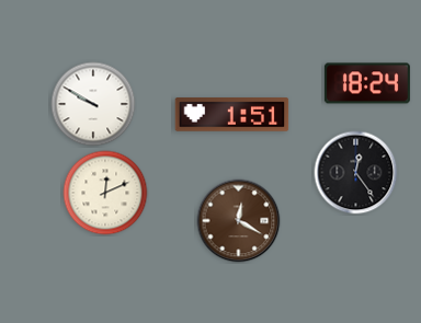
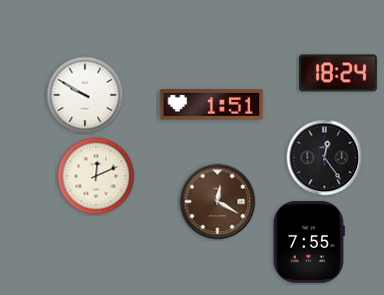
clock at (367, 83) position: (367, 83) -> (338, 73)
clock at (309, 242): none -> 7:55
